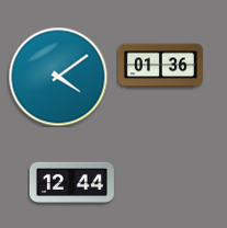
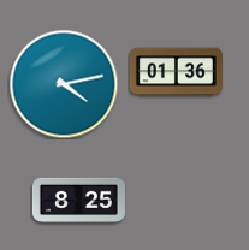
clock at (58, 77): 4:09 -> 4:13
clock at (71, 182): 12:44 -> 8:25
